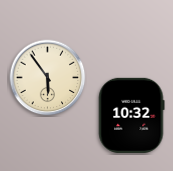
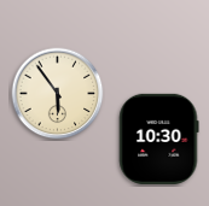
clock at (132, 115): 10:32 -> 10:30
